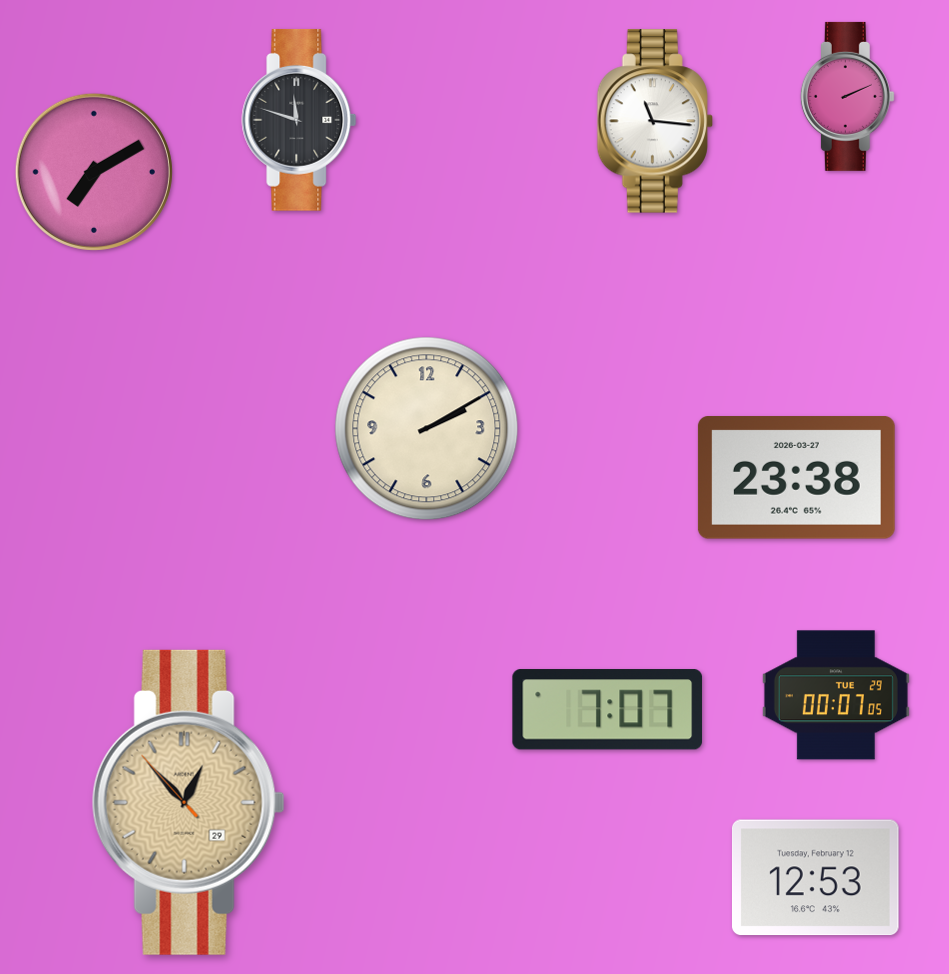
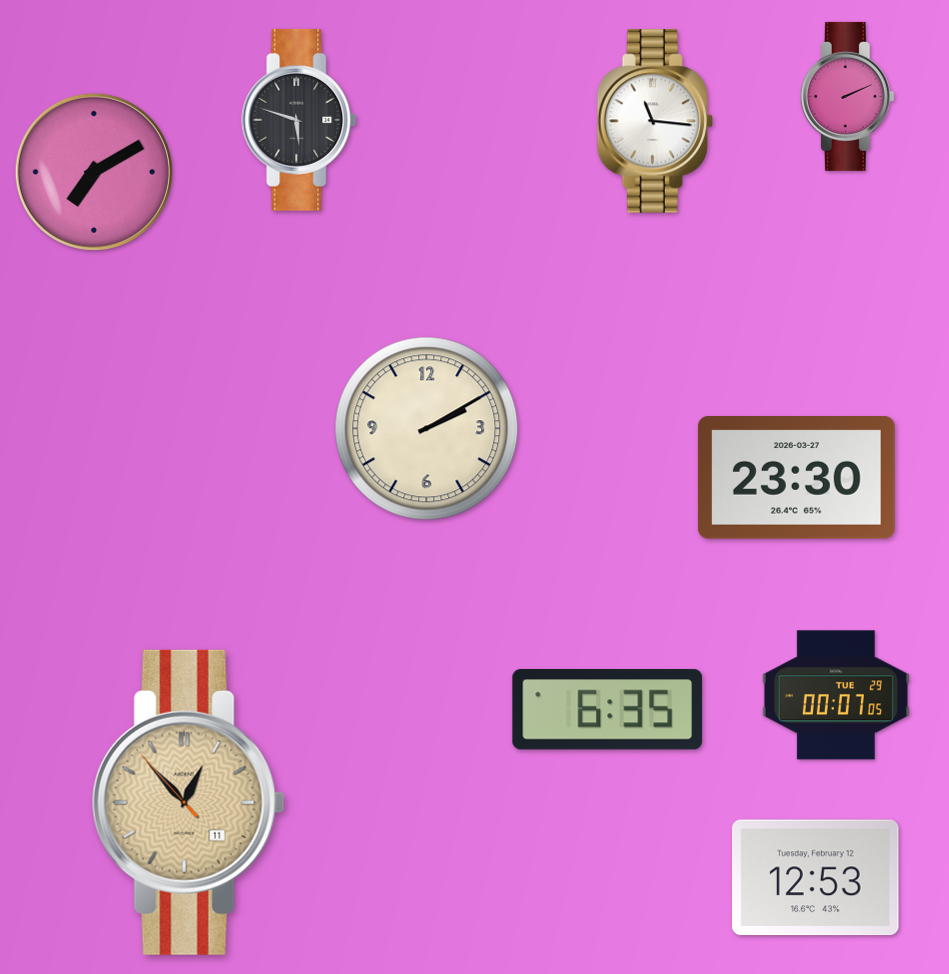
clock at (299, 120): 11:48 -> 5:48
clock at (796, 478): 23:38 -> 23:30
clock at (608, 710): 7:07 -> 6:35
clock at (188, 802) date: 29 -> 11
